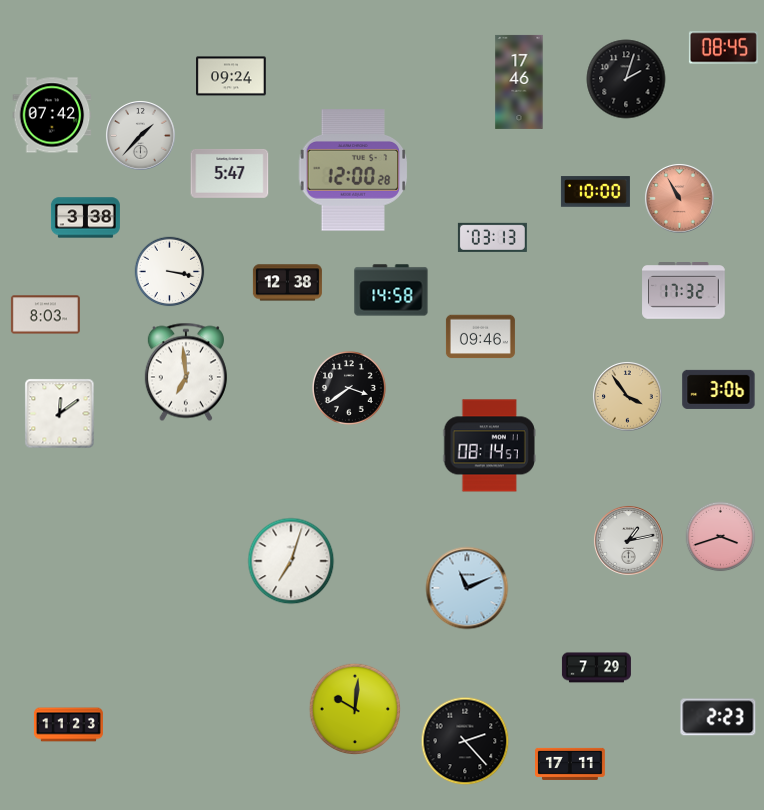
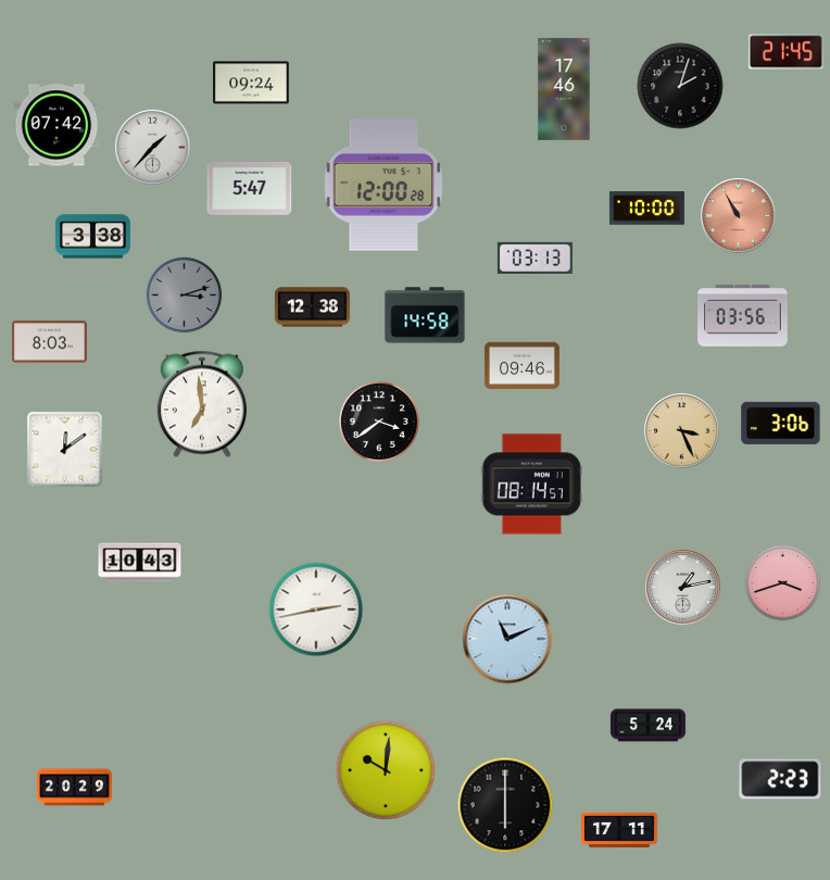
clock at (723, 48): 08:45 -> 21:45
clock at (170, 272): 3:17 -> 3:12
clock at (170, 272) dial: white -> grey
clock at (684, 291): 17:32 -> 03:56
clock at (628, 397): 3:54 -> 3:26
clock at (140, 563): none -> 10:43
clock at (291, 561): 7:03 -> 2:43
clock at (596, 668): 7:29 -> 5:24
clock at (68, 725): 11:23 -> 20:29
clock at (465, 741): 2:23 -> 6:00
